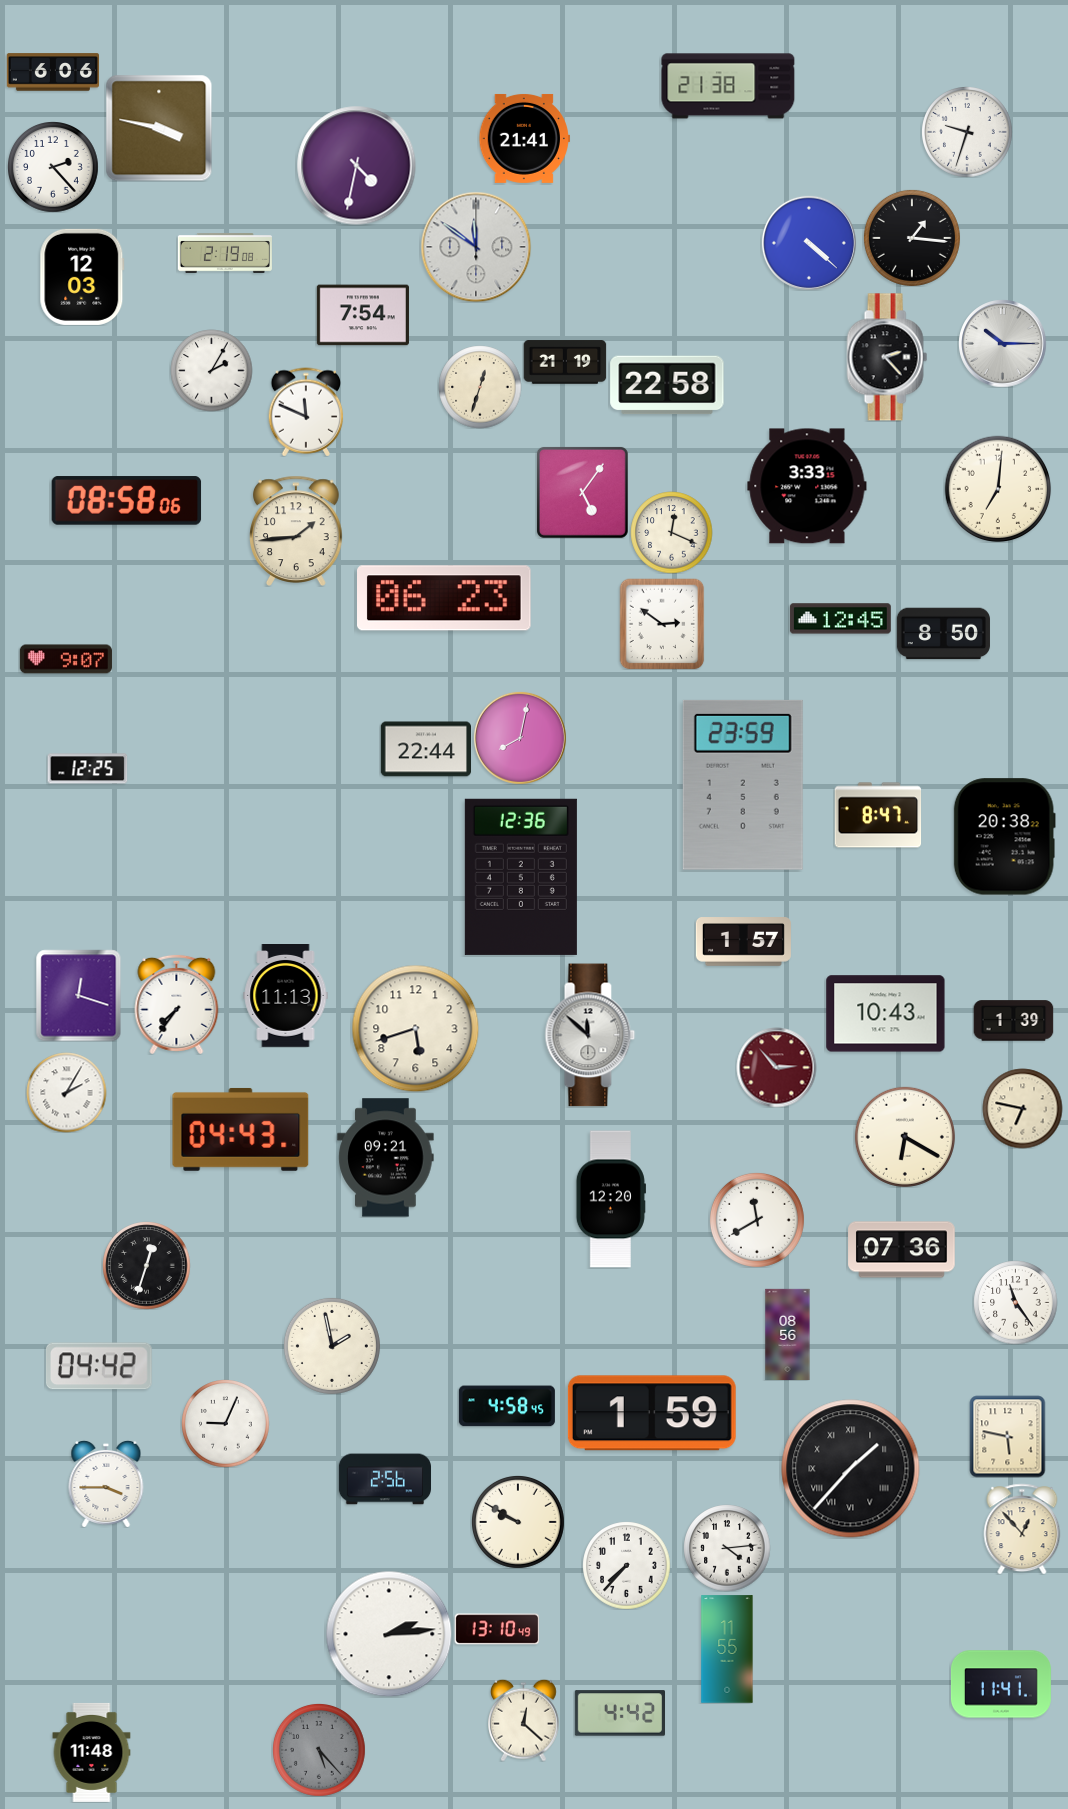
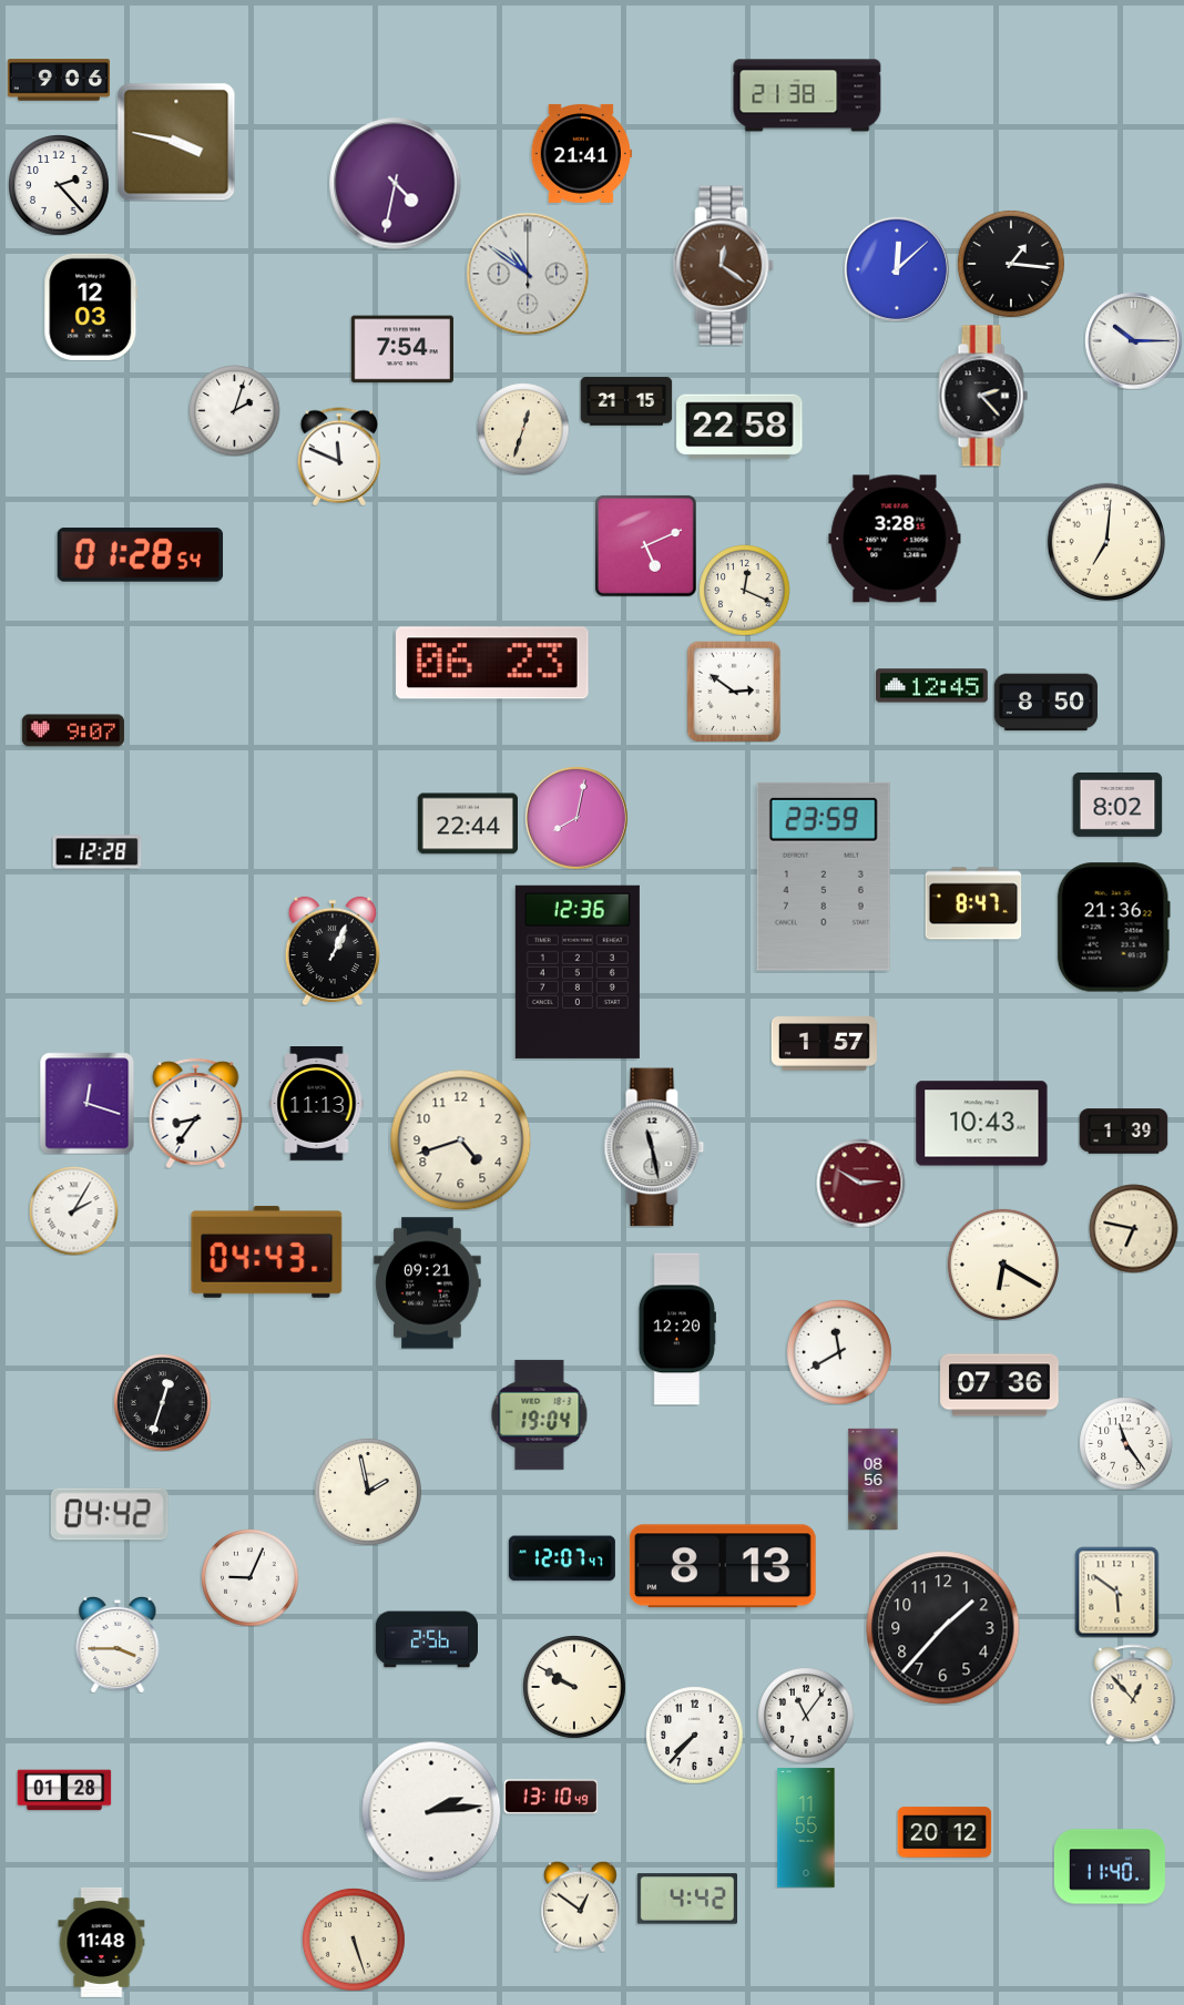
clock at (52, 72): 6:06 -> 9:06
clock at (967, 132): 9:33 -> none
clock at (724, 266): none -> 12:21
clock at (809, 243): 4:22 -> 12:08
clock at (476, 247): 11:51 -> 10:51
clock at (225, 253): 2:19 -> none
clock at (1002, 343) position: (1002, 343) -> (1133, 340)
clock at (565, 362): 21:19 -> 21:15
clock at (211, 370): 2:05 -> 2:03
clock at (480, 387) position: (480, 387) -> (523, 429)
clock at (807, 486): 3:33 -> 3:28
clock at (582, 492): 5:06 -> 5:11
clock at (127, 501): 08:58 -> 01:28
clock at (297, 531): 1:44 -> none
clock at (1117, 805): none -> 8:02
clock at (425, 749) position: (425, 749) -> (467, 824)
clock at (87, 769): 12:25 -> 12:28
clock at (743, 785) position: (743, 785) -> (824, 877)
clock at (1004, 837): 20:38 -> 21:36
clock at (333, 951): none -> 1:04
clock at (177, 1004): 7:36 -> 8:36
clock at (415, 1028): 5:42 -> 4:42
clock at (590, 1035): 11:52 -> 11:28
clock at (776, 1067): 2:53 -> 2:50
clock at (905, 1137) position: (905, 1137) -> (1003, 1265)
clock at (540, 1414): none -> 19:04
clock at (507, 1406): 4:58 -> 12:07
clock at (652, 1413): 1:59 -> 8:13
clock at (1008, 1436): 5:47 -> 5:51
clock at (851, 1469) numerals: Roman -> Arabic
clock at (727, 1548): 4:14 -> 11:06
clock at (64, 1790): none -> 01:28
clock at (497, 1629) position: (497, 1629) -> (551, 1797)
clock at (945, 1832): none -> 20:12
clock at (1001, 1684): 11:41 -> 11:40
clock at (524, 1720): 12:22 -> 12:51
clock at (319, 1750): 5:23 -> 5:27
clock at (319, 1750) dial: grey -> cream
